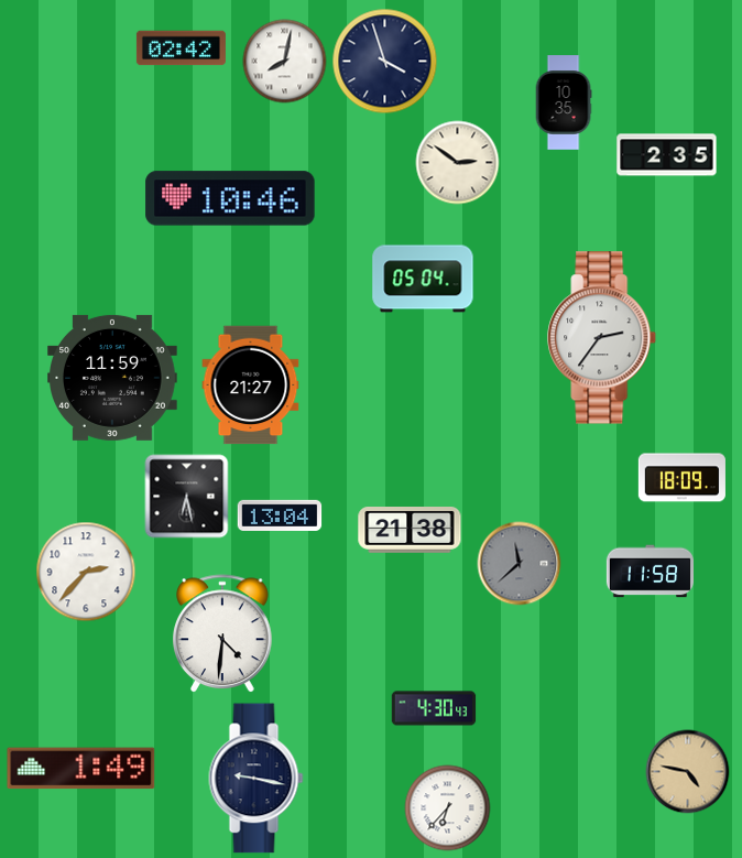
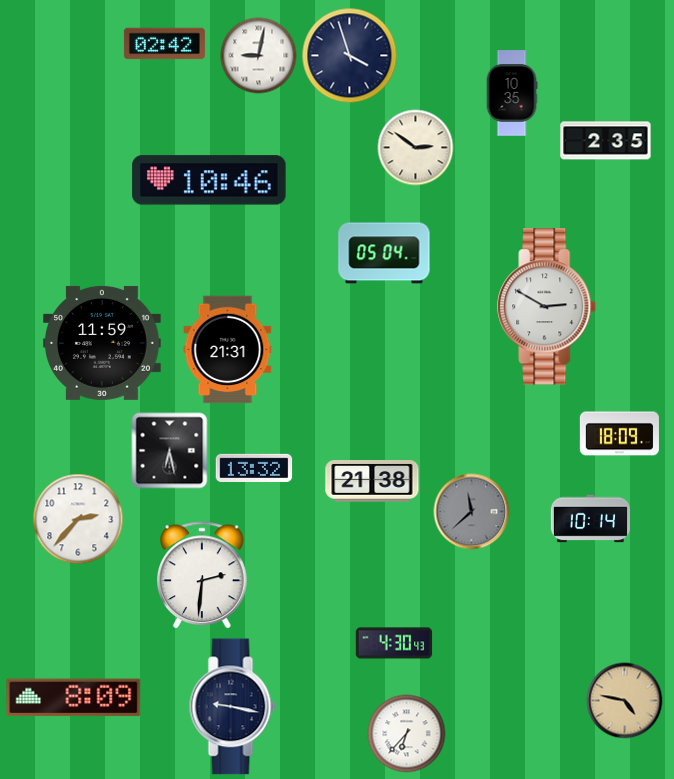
clock at (285, 62): 8:02 -> 9:02
clock at (602, 338): 2:36 -> 2:50
clock at (251, 385): 21:27 -> 21:31
clock at (280, 515): 13:04 -> 13:32
clock at (650, 572): 11:58 -> 10:14
clock at (223, 634): 4:31 -> 2:31
clock at (81, 769): 1:49 -> 8:09
